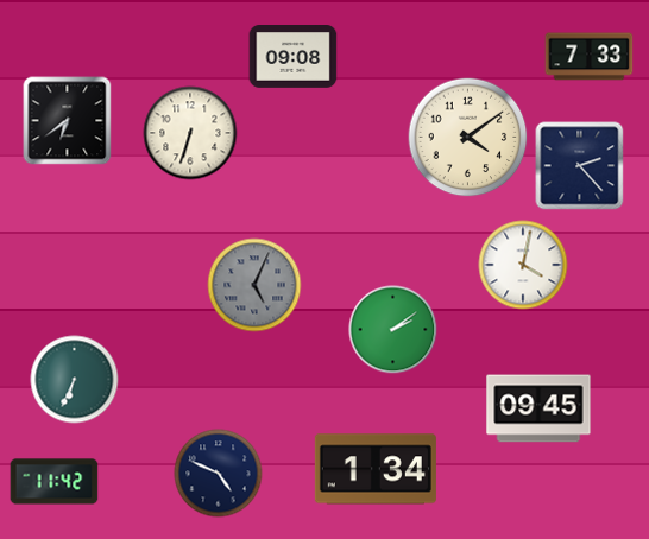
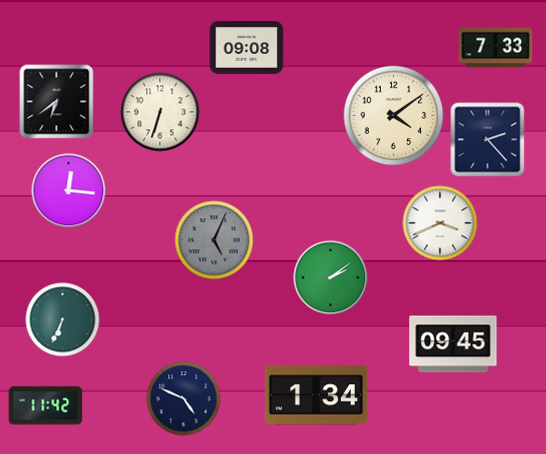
clock at (69, 191): none -> 12:16
clock at (523, 265): 4:02 -> 3:41
